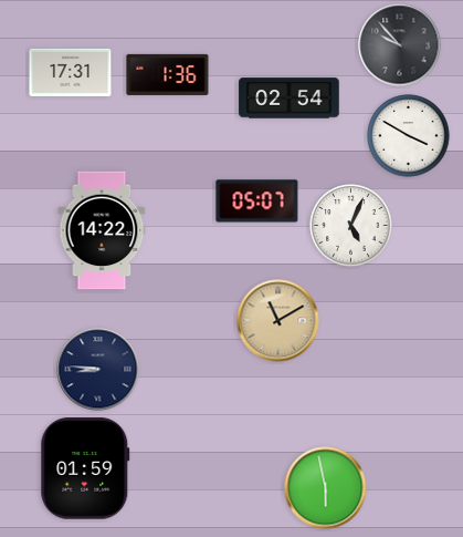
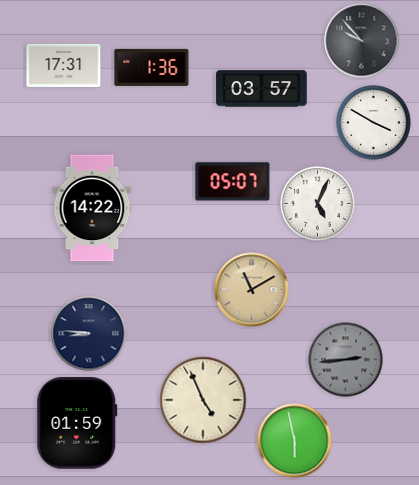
clock at (290, 99): 02:54 -> 03:57
clock at (409, 136) position: (409, 136) -> (374, 123)
clock at (346, 360): none -> 2:44
clock at (203, 400): none -> 4:56
